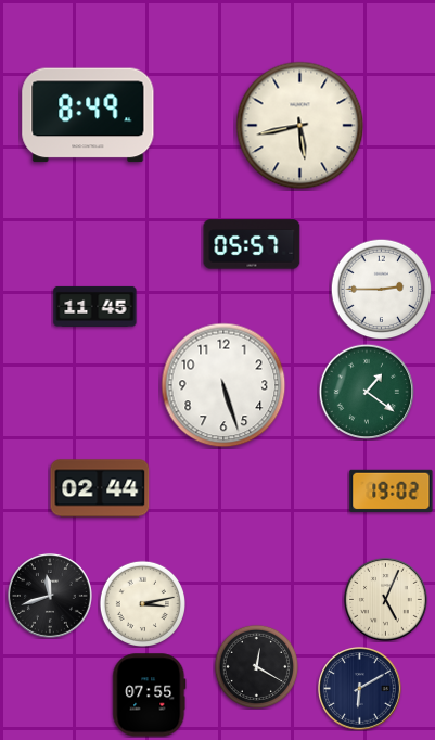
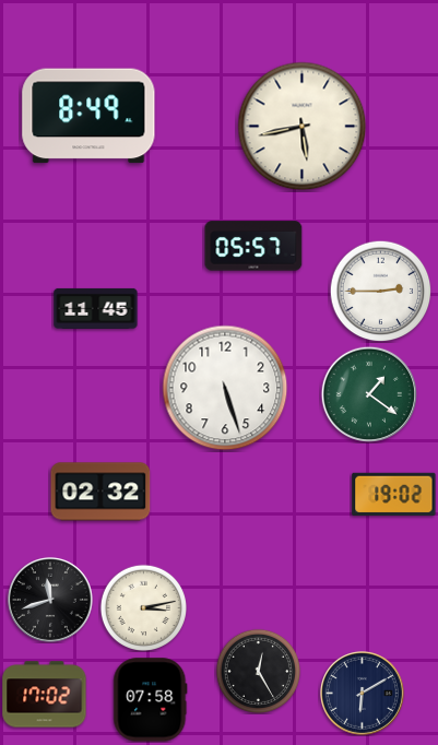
clock at (381, 289) position: (381, 289) -> (380, 291)
clock at (100, 488): 02:44 -> 02:32
clock at (386, 600): 5:04 -> none
clock at (256, 666): 12:20 -> 12:25
clock at (45, 695): none -> 17:02
clock at (150, 696): 07:55 -> 07:58
